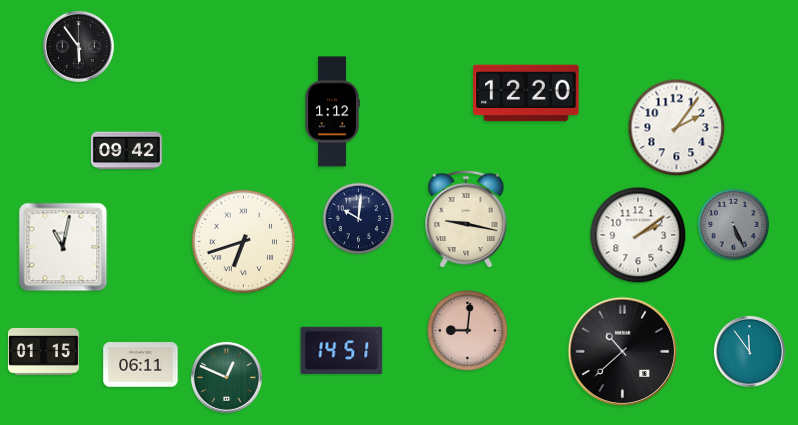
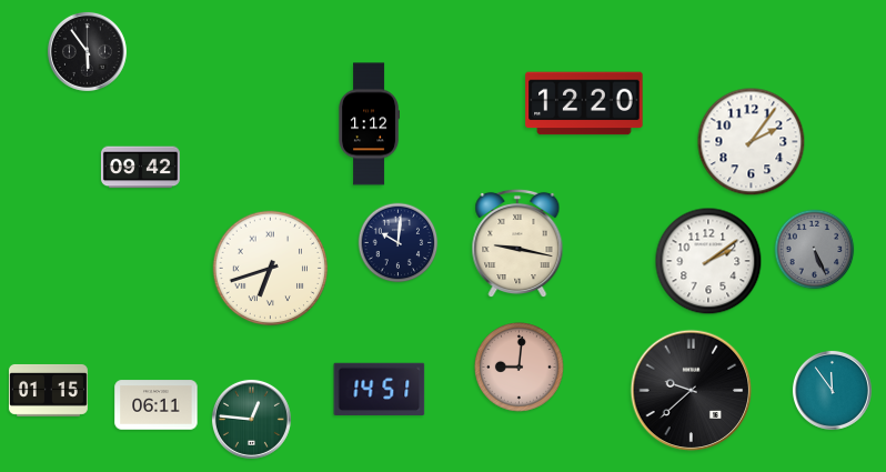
clock at (63, 247): 11:02 -> none
clock at (623, 352): 10:38 -> 9:38
clock at (226, 377): 12:49 -> 12:46
